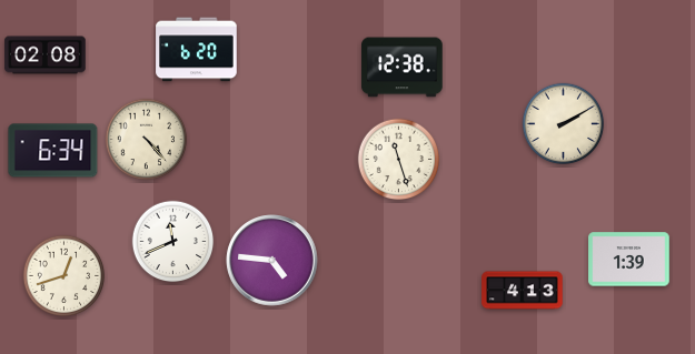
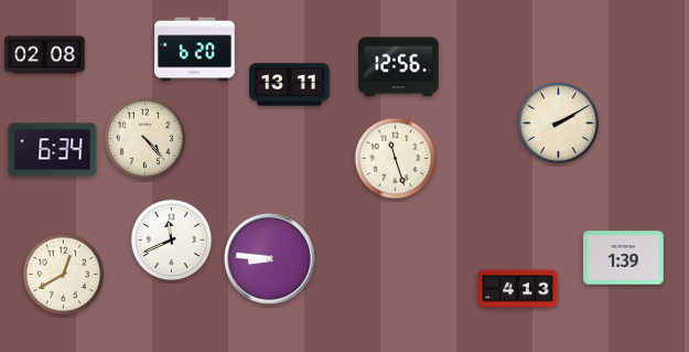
clock at (403, 68): 12:38 -> 12:56
clock at (290, 85): none -> 13:11
clock at (272, 261): 4:46 -> 8:46
clock at (64, 276): 12:42 -> 12:40
